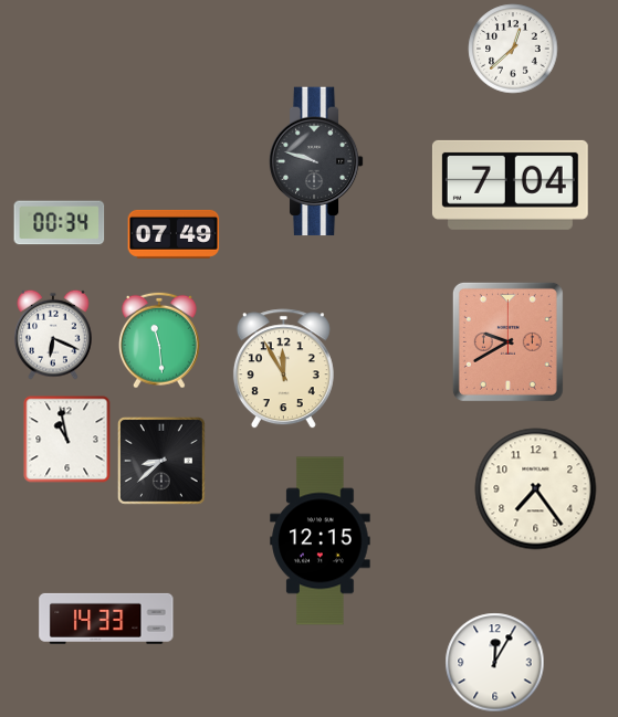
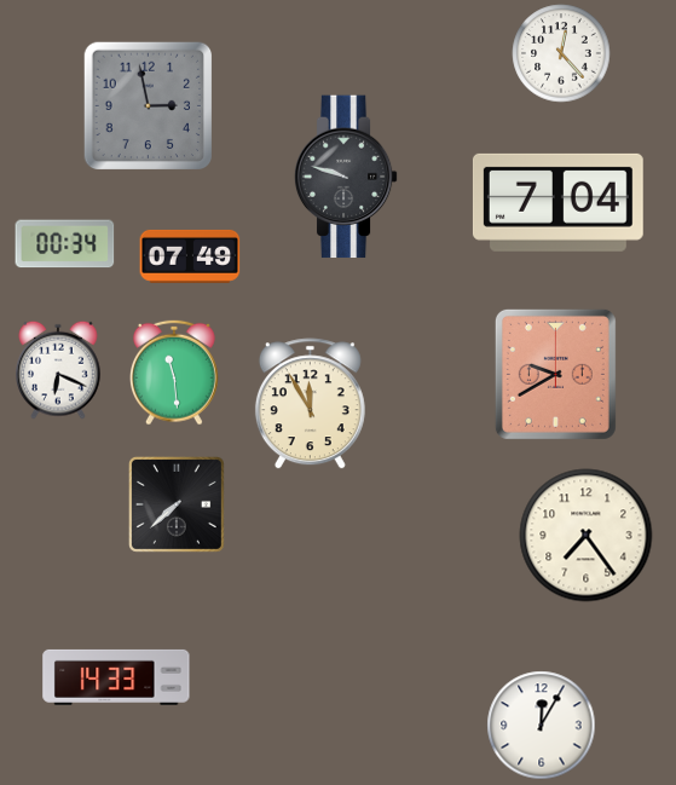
clock at (513, 49): 12:38 -> 12:23
clock at (148, 105): none -> 2:58
clock at (53, 335) position: (53, 335) -> (58, 370)
clock at (67, 440): 10:58 -> none
clock at (161, 461): 8:38 -> 7:38
clock at (321, 541): 12:15 -> none
